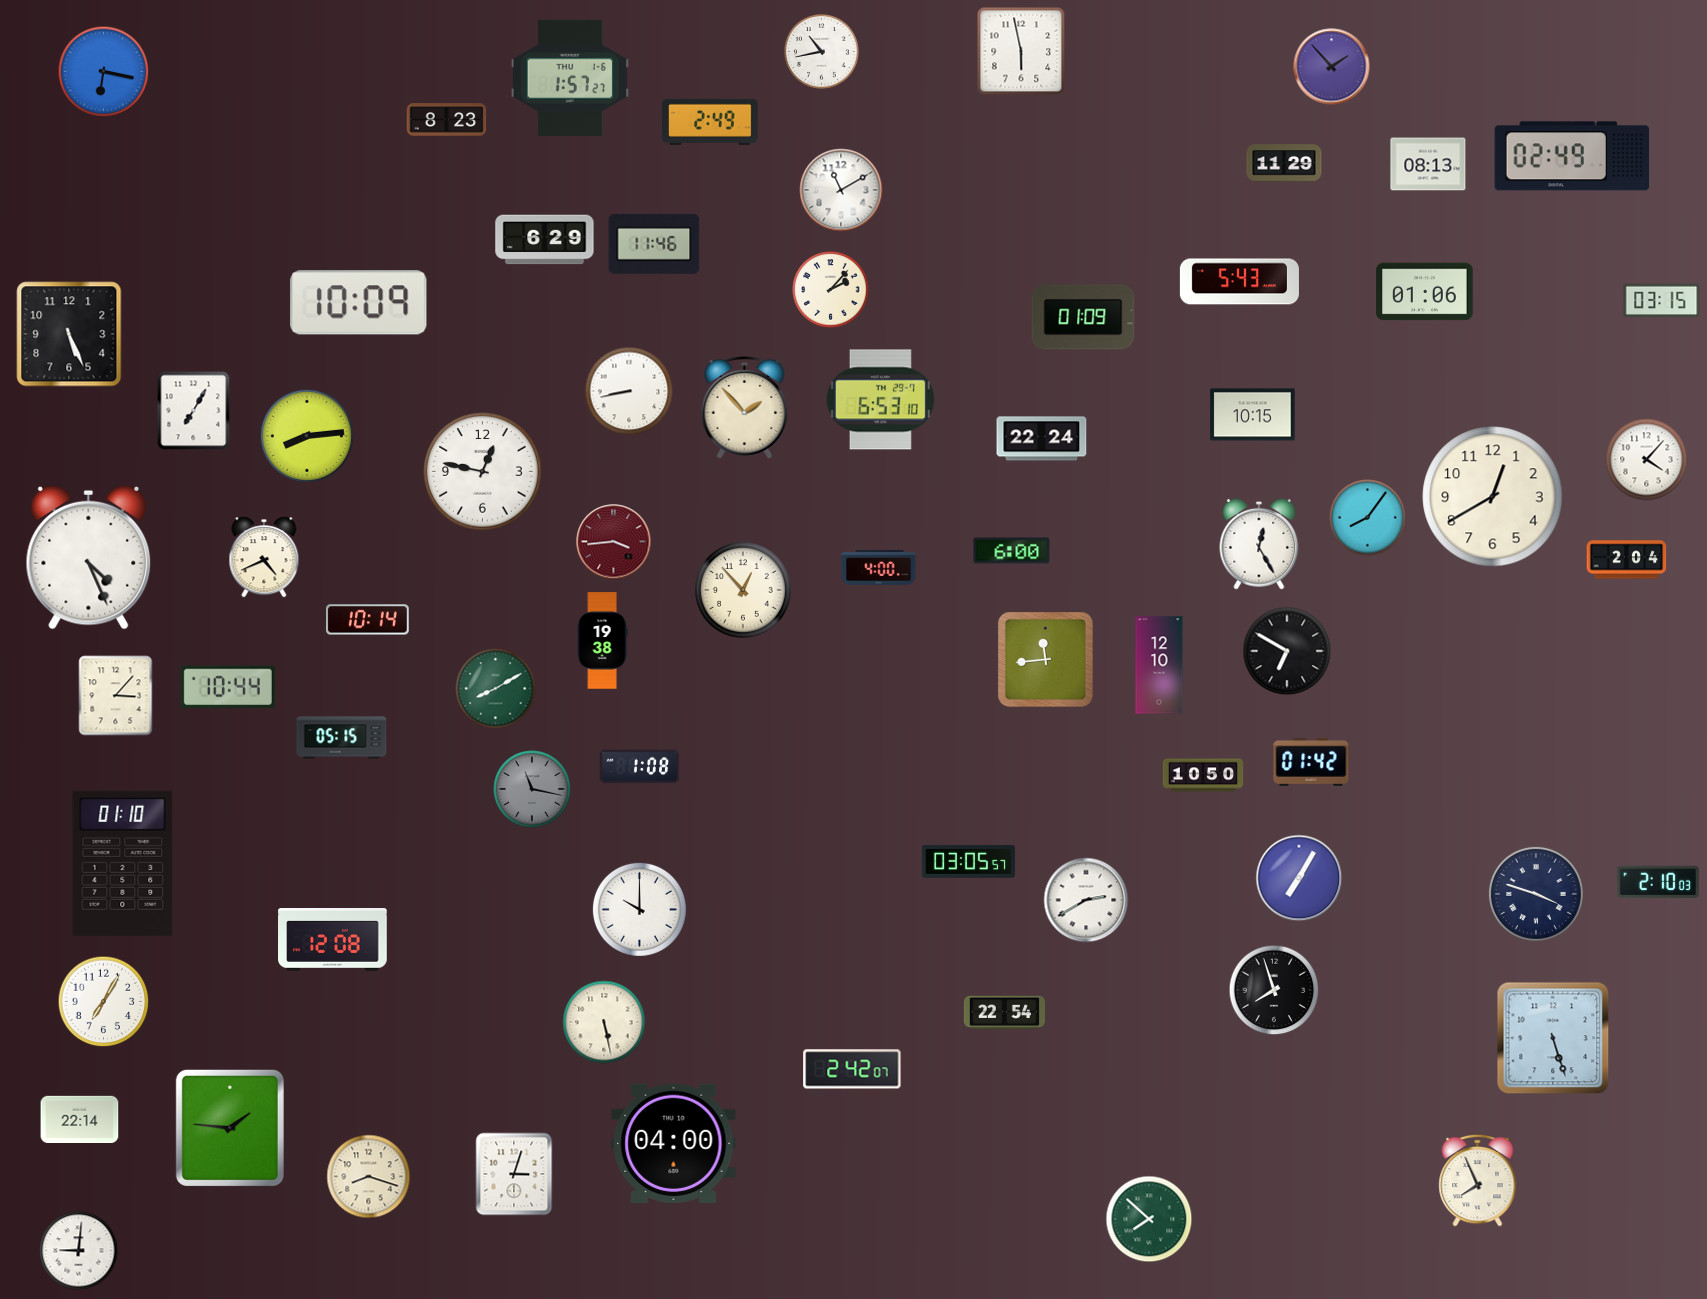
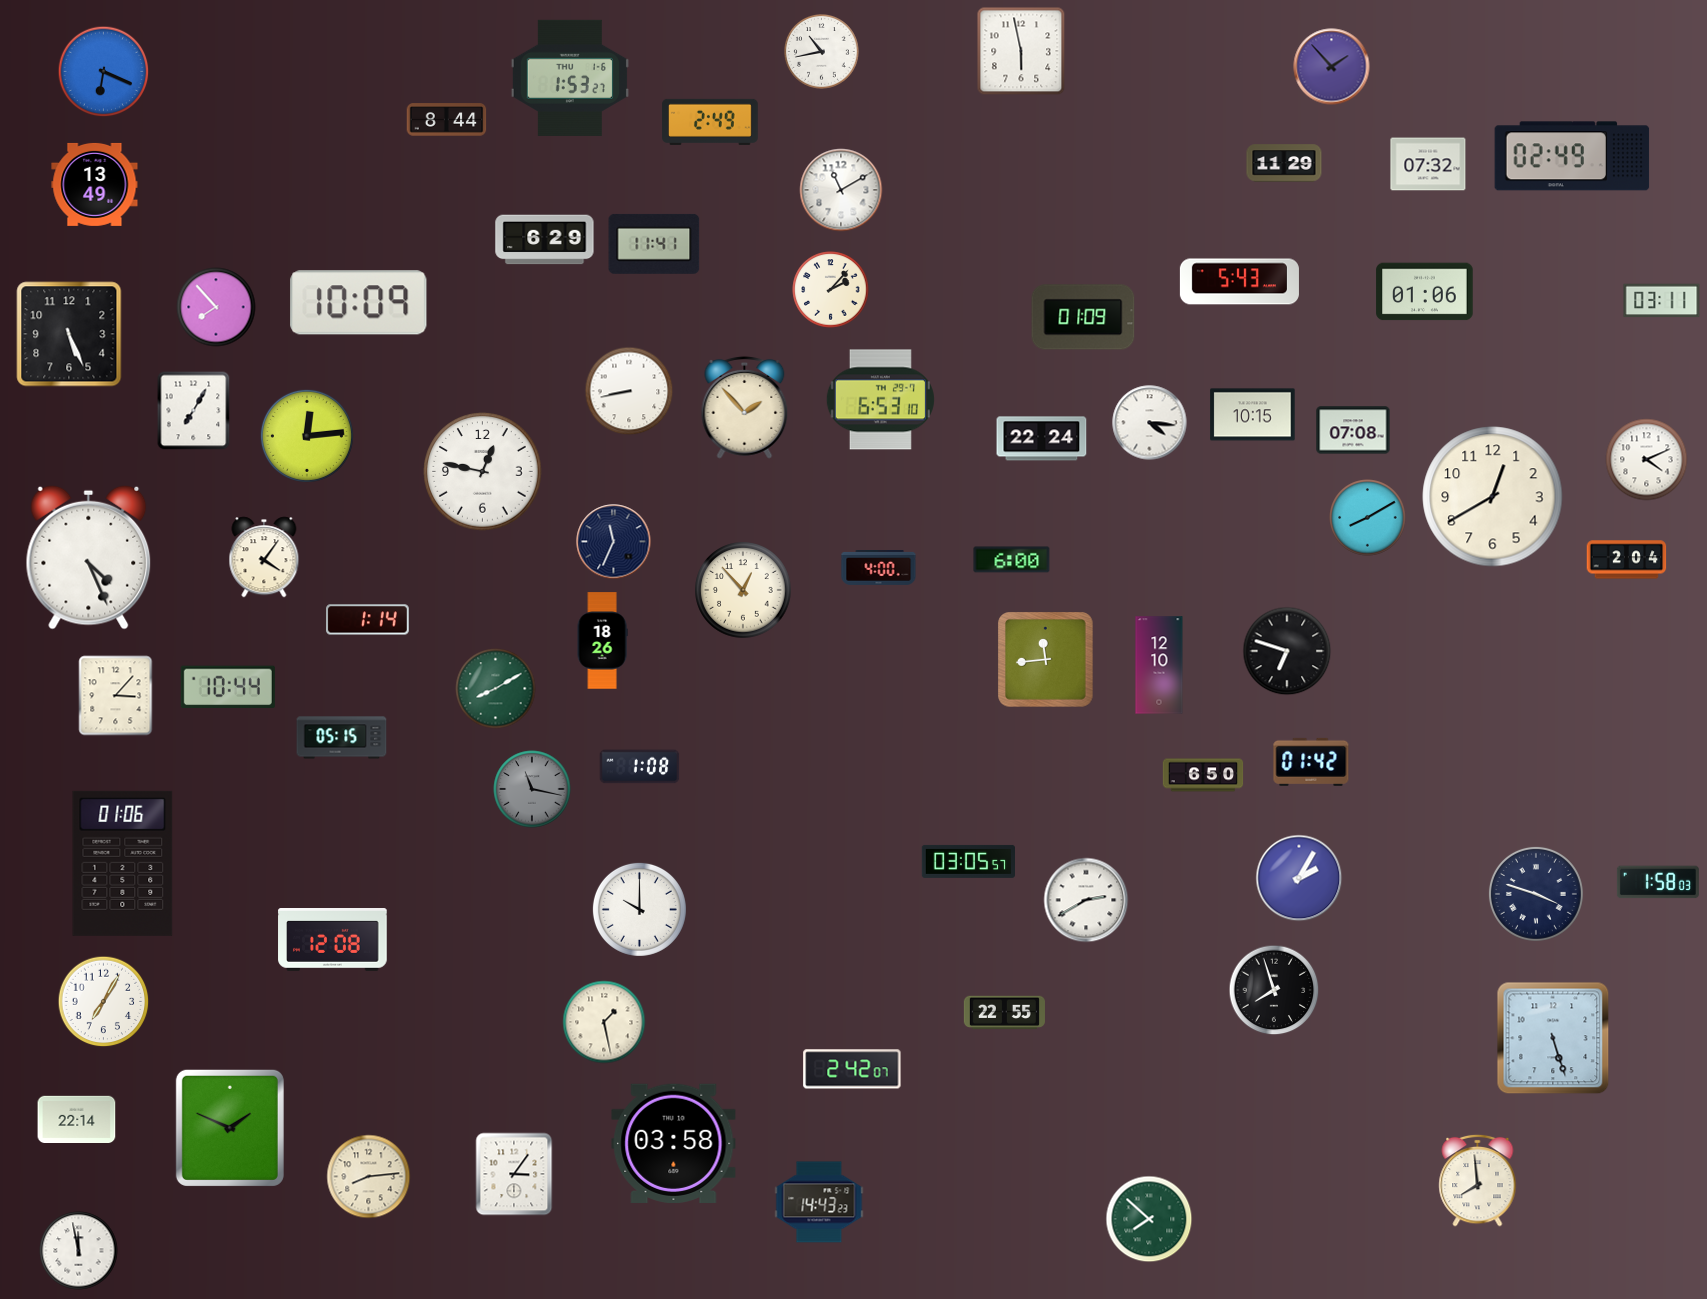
clock at (104, 72): 6:17 -> 6:19
clock at (570, 78): 1:57 -> 1:53
clock at (447, 120): 8:23 -> 8:44
clock at (1428, 164): 08:13 -> 07:32
clock at (95, 184): none -> 13:49
clock at (654, 244): 11:46 -> 11:41
clock at (1662, 301): 03:15 -> 03:11
clock at (216, 307): none -> 7:53
clock at (1150, 423): none -> 4:16
clock at (1353, 430): none -> 07:08
clock at (307, 436): 8:14 -> 12:14
clock at (1647, 460): 4:07 -> 4:11
clock at (1368, 518): 8:06 -> 8:10
clock at (614, 542): 3:44 -> 11:34
clock at (614, 542) dial: burgundy -> navy
clock at (1259, 544): 12:25 -> none
clock at (1012, 551) position: (1012, 551) -> (1012, 560)
clock at (264, 557): 4:41 -> 4:06
clock at (368, 620): 10:14 -> 1:14
clock at (602, 641): 19:38 -> 18:26
clock at (1287, 651): 6:50 -> 6:48
clock at (1203, 775): 10:50 -> 6:50
clock at (123, 863): 01:10 -> 01:06
clock at (1299, 878): 7:05 -> 2:05
clock at (1658, 882): 2:10 -> 1:58
clock at (1004, 1013): 22:54 -> 22:55
clock at (604, 1022): 5:28 -> 1:28
clock at (80, 1119) position: (80, 1119) -> (77, 1119)
clock at (230, 1128): 1:46 -> 1:49
clock at (674, 1143): 04:00 -> 03:58
clock at (514, 1174): 3:03 -> 3:06
clock at (369, 1177): 8:18 -> 8:14
clock at (1478, 1180): 7:56 -> 7:59
clock at (819, 1202): none -> 14:43
clock at (79, 1251): 9:01 -> 11:58
